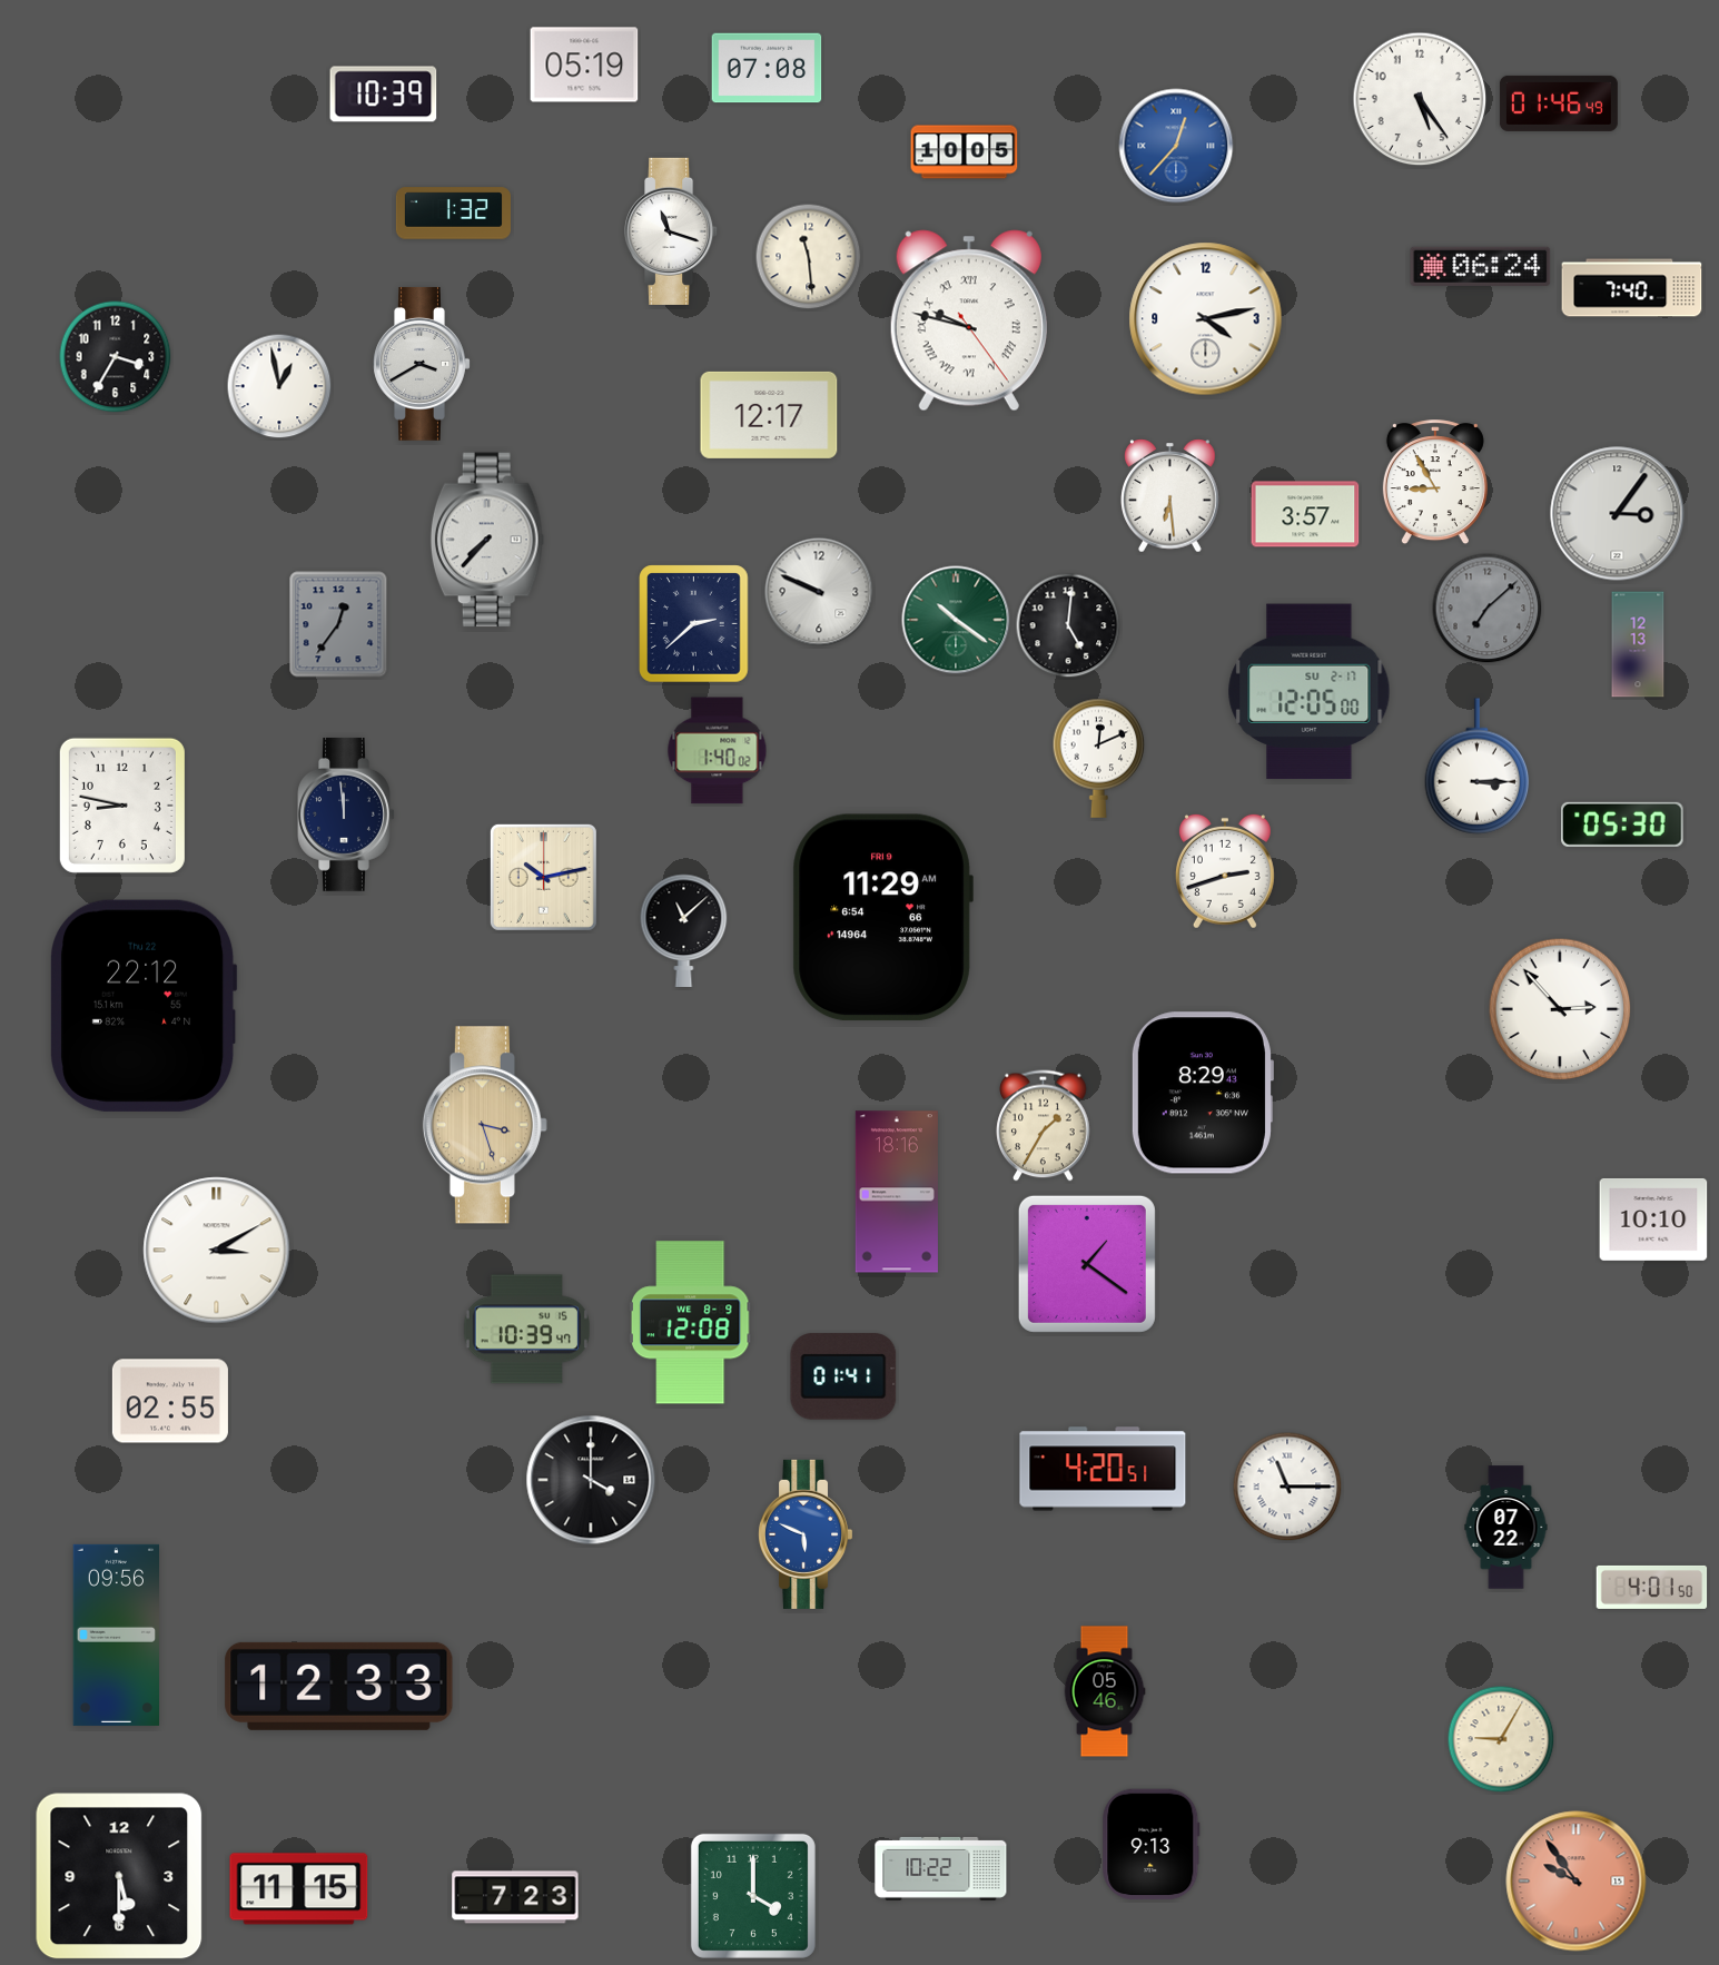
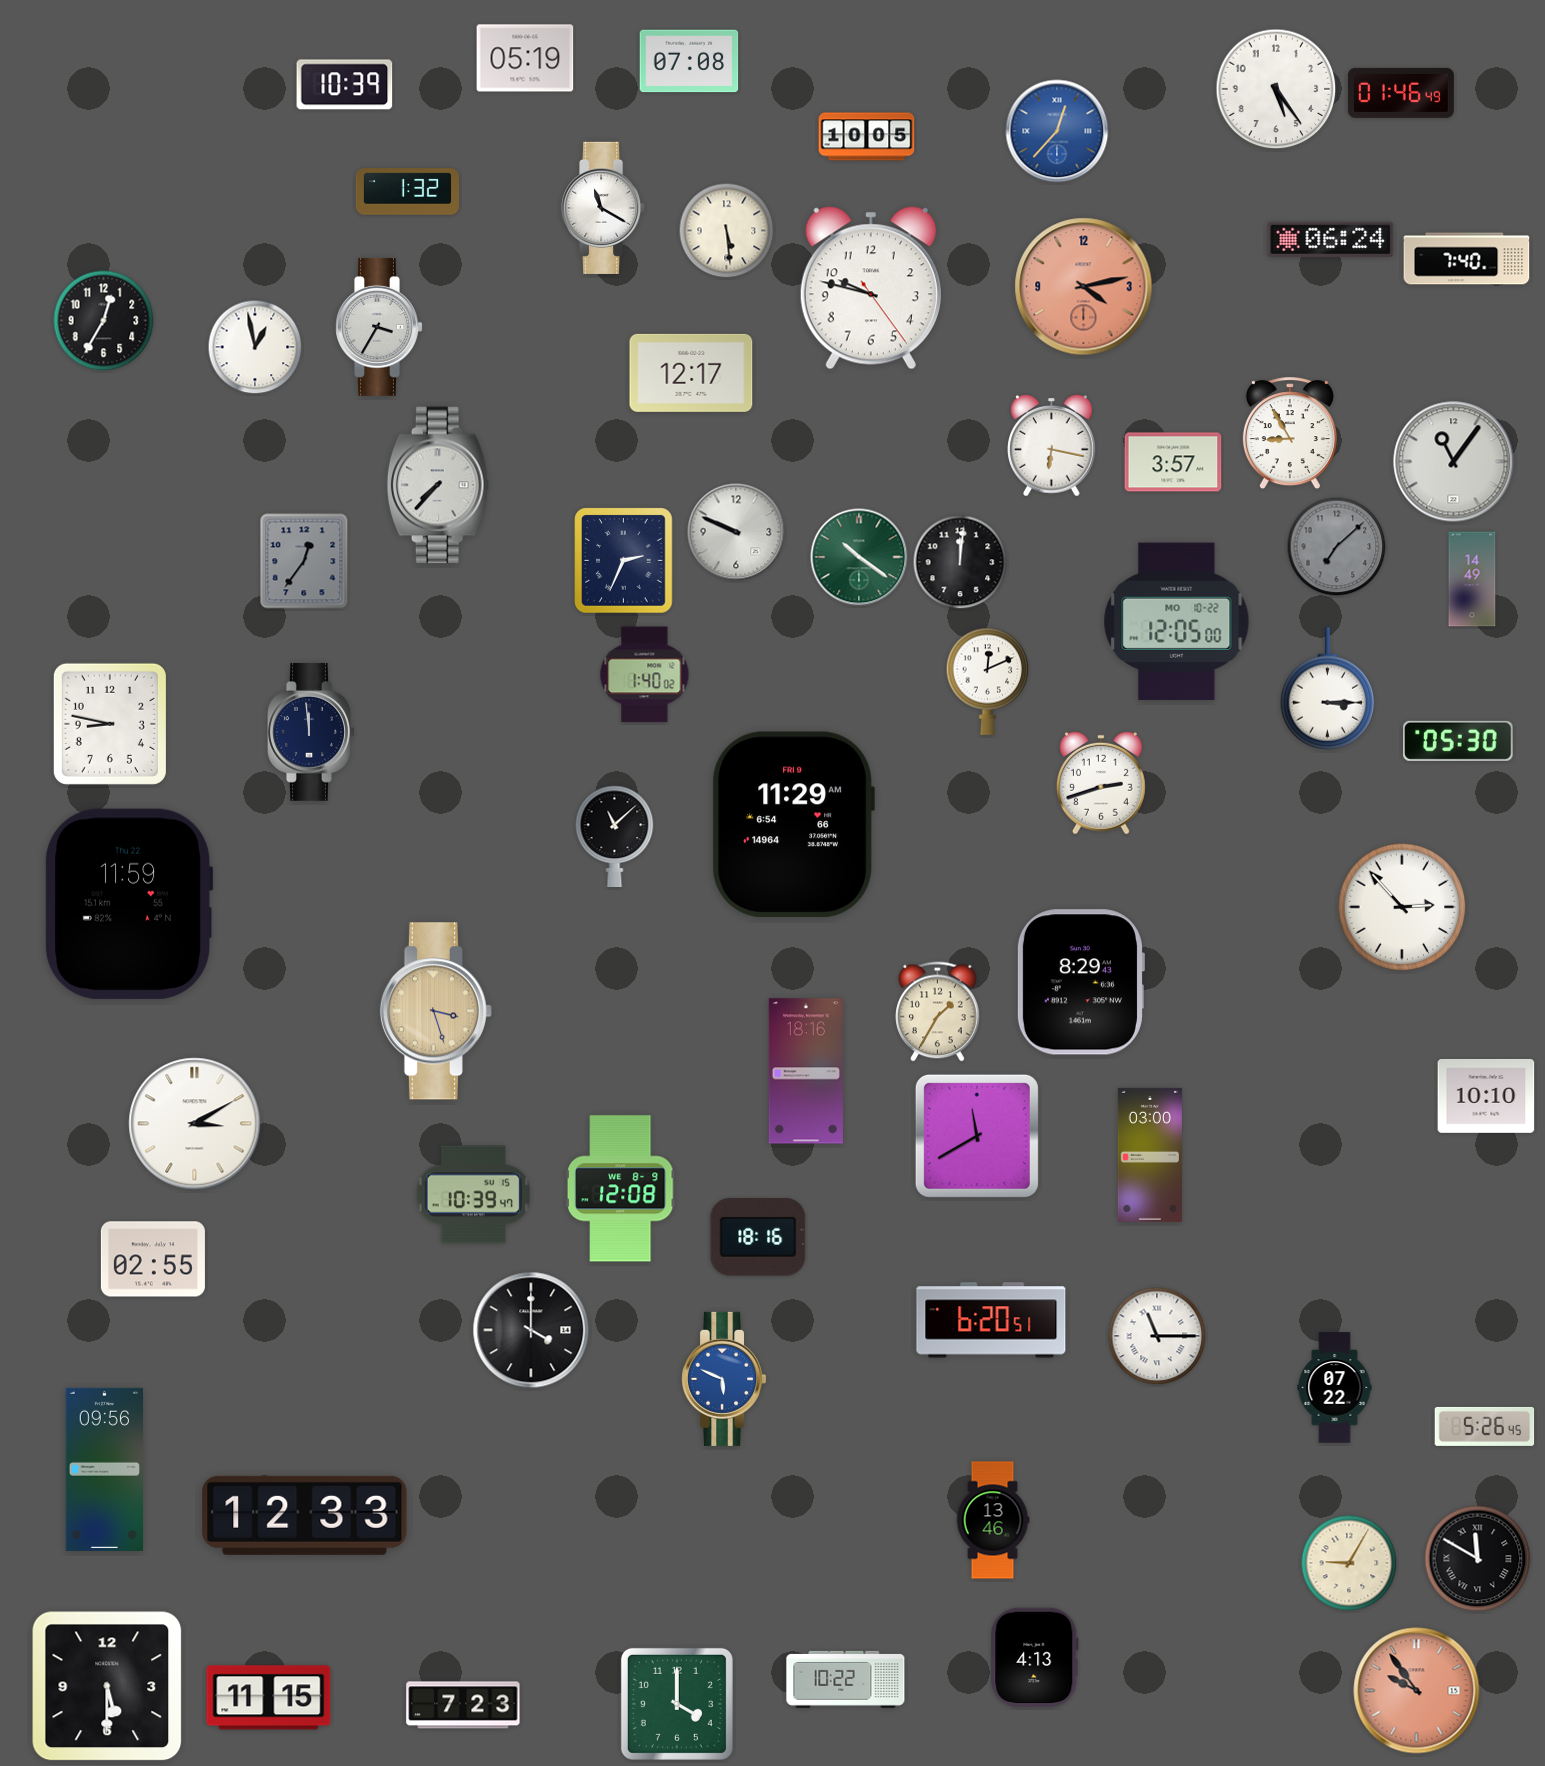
clock at (672, 231): 11:18 -> 11:20
clock at (809, 257): 11:29 -> 5:29
clock at (1206, 319) dial: white -> salmon
clock at (969, 320) numerals: Roman -> Arabic
clock at (116, 357): 3:35 -> 12:35
clock at (422, 364): 3:40 -> 3:35
clock at (279, 386) position: (279, 386) -> (255, 347)
clock at (1170, 496): 6:29 -> 6:17
clock at (1618, 514): 3:06 -> 11:06
clock at (694, 624): 2:38 -> 2:34
clock at (1068, 625): 5:01 -> 12:01
clock at (1638, 644): 12:13 -> 14:49
clock at (1310, 692) date: SU 2-17 -> MO 10-22
clock at (543, 877): 10:13 -> none
clock at (144, 1006): 22:12 -> 11:59
clock at (1087, 1264): 1:21 -> 11:40
clock at (1150, 1155): none -> 03:00
clock at (843, 1376): 01:41 -> 18:16
clock at (1103, 1469): 4:20 -> 6:20
clock at (1506, 1528) position: (1506, 1528) -> (1335, 1388)
clock at (1652, 1587): 4:01 -> 5:26
clock at (1105, 1691): 05:46 -> 13:46
clock at (1478, 1559): none -> 11:50
clock at (1152, 1845): 9:13 -> 4:13
